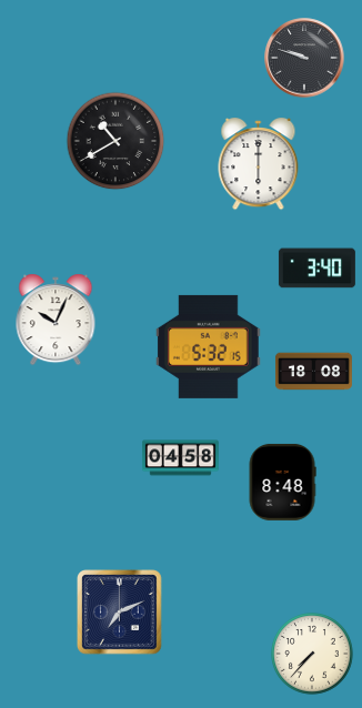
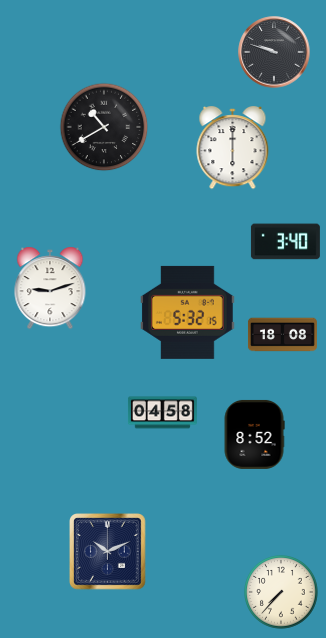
clock at (56, 320): 10:04 -> 9:12
clock at (282, 482): 8:48 -> 8:52
clock at (120, 613): 7:11 -> 10:11
clock at (312, 654) position: (312, 654) -> (281, 592)
